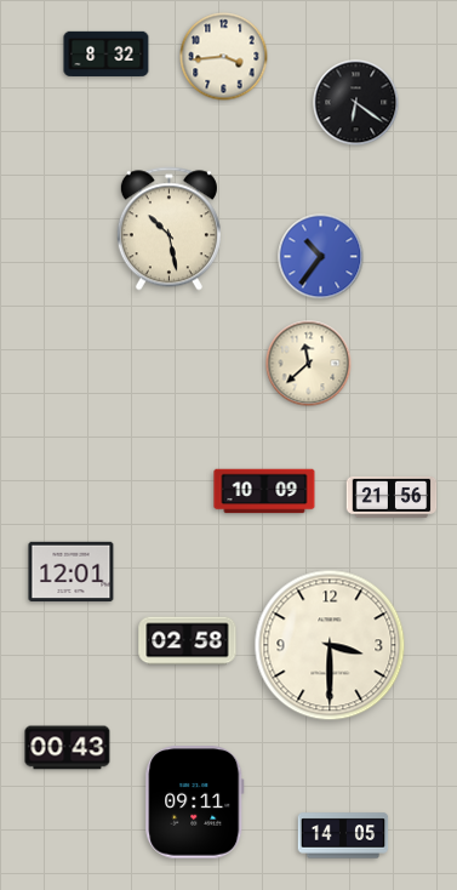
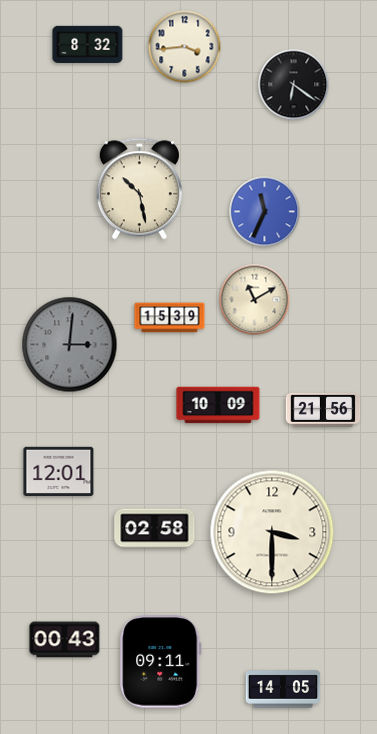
clock at (321, 257): 10:36 -> 11:34
clock at (309, 364): 11:38 -> 11:10
clock at (170, 318): none -> 15:39
clock at (70, 345): none -> 3:01
clock at (68, 748) position: (68, 748) -> (65, 640)
